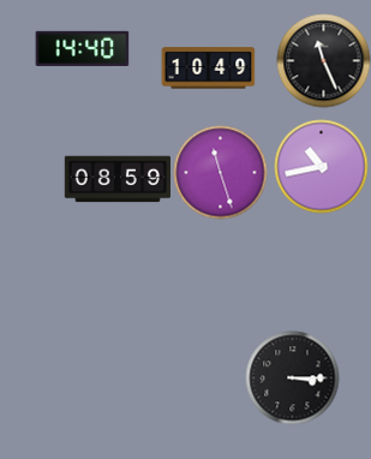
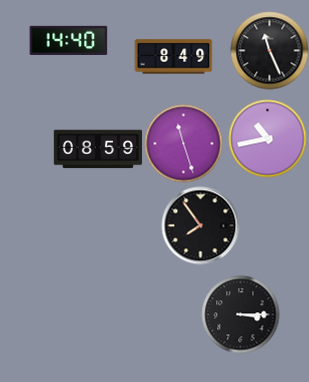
clock at (208, 68): 10:49 -> 8:49
clock at (200, 225): none -> 7:54
clock at (292, 377) position: (292, 377) -> (240, 314)
